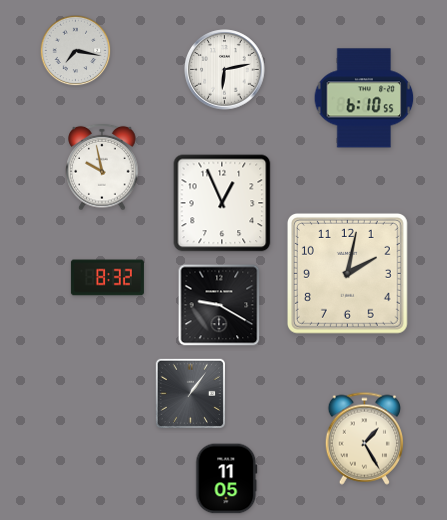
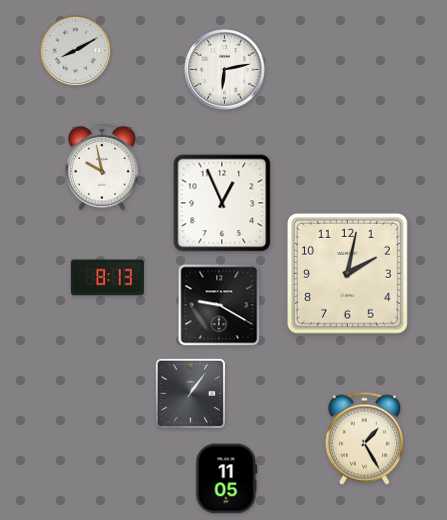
clock at (76, 51): 7:17 -> 8:10
clock at (364, 98): 6:10 -> none
clock at (107, 278): 8:32 -> 8:13
